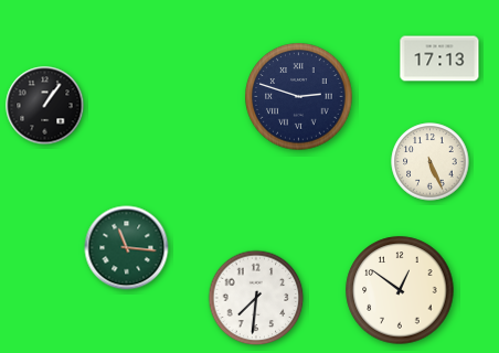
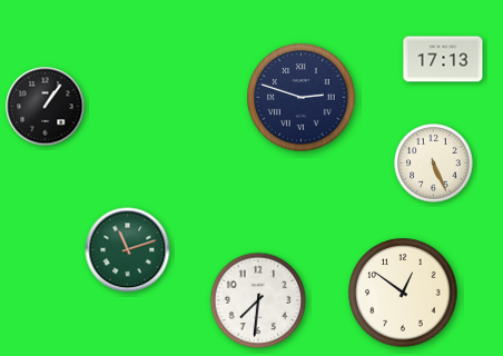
clock at (127, 248): 11:16 -> 11:12
